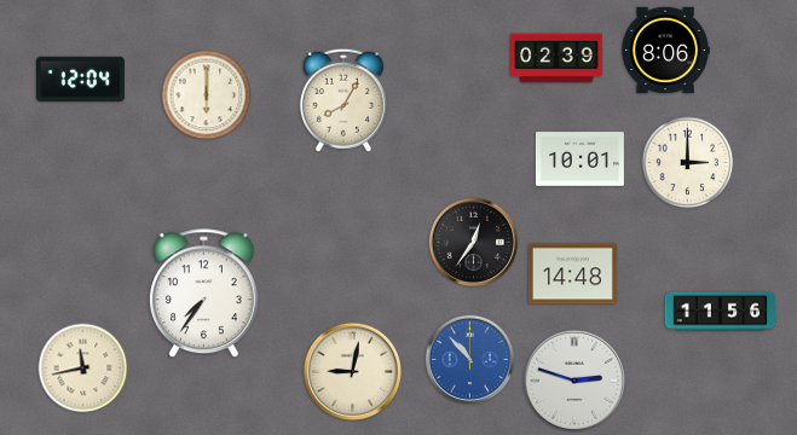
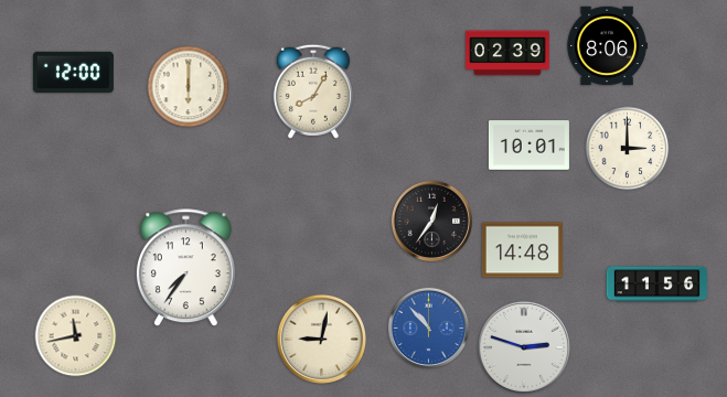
clock at (80, 80): 12:04 -> 12:00
